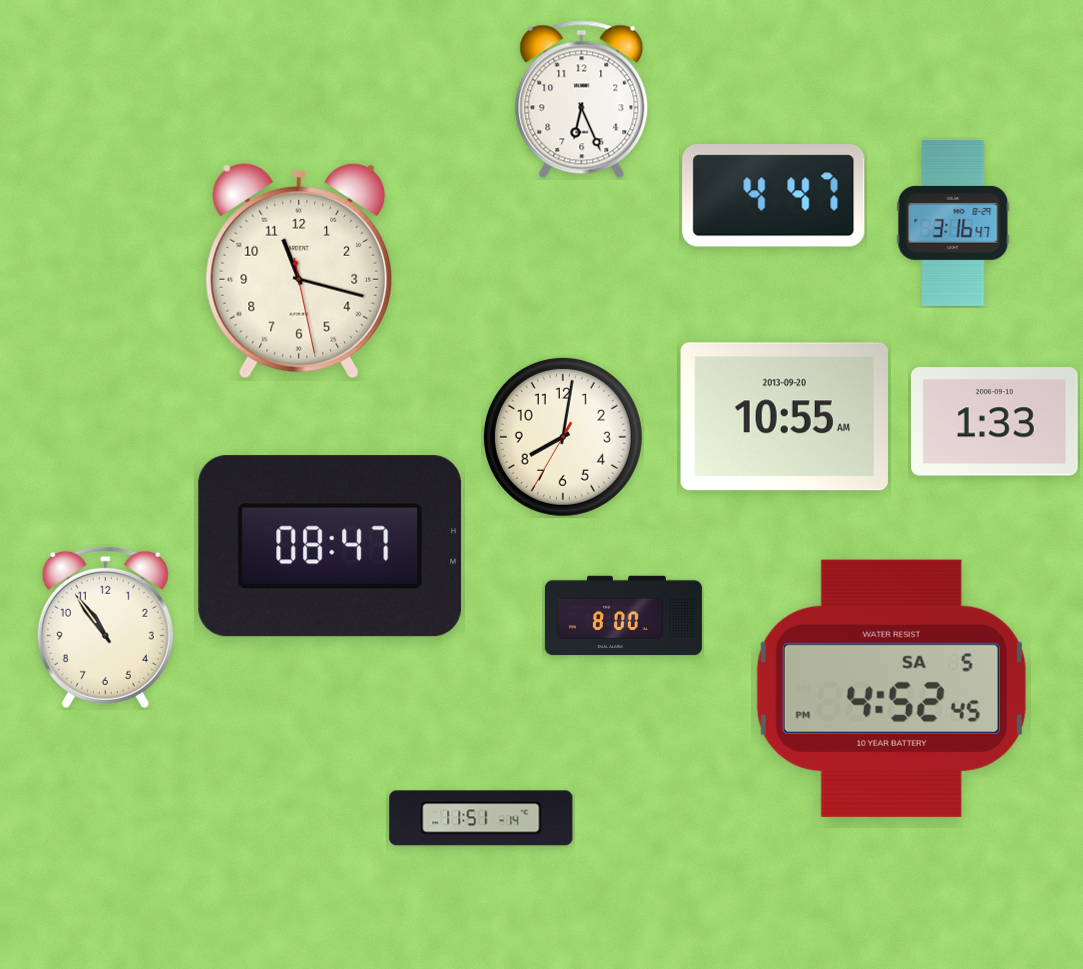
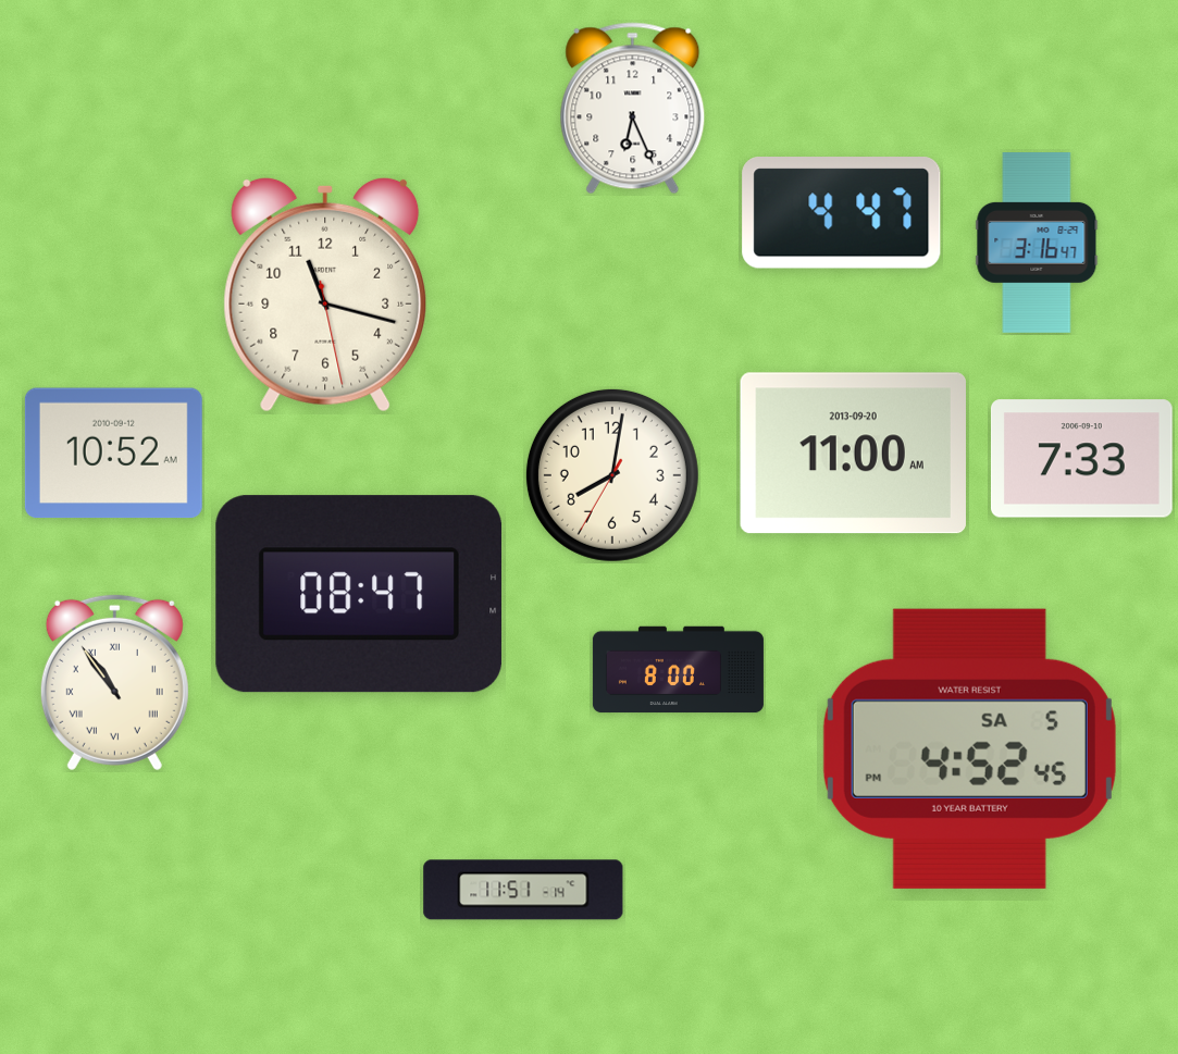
clock at (113, 454): none -> 10:52
clock at (784, 417): 10:55 -> 11:00
clock at (994, 422): 1:33 -> 7:33
clock at (105, 627) numerals: Arabic -> Roman
